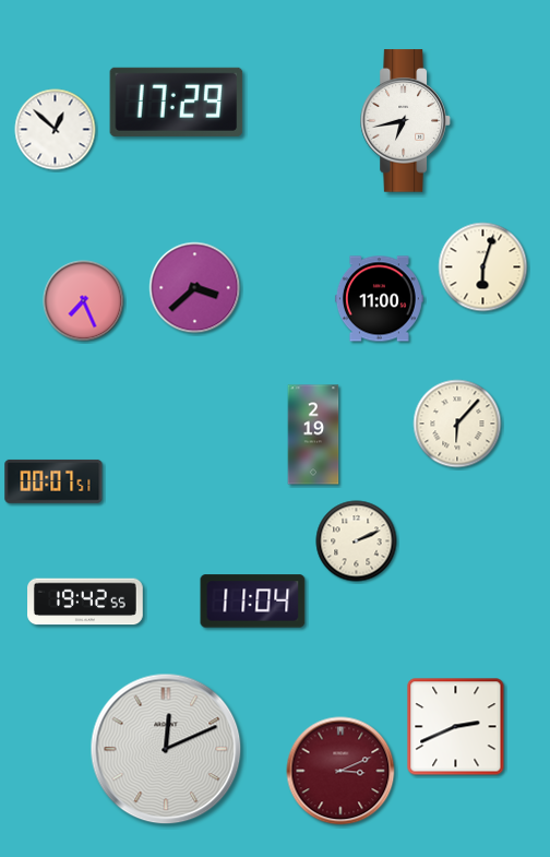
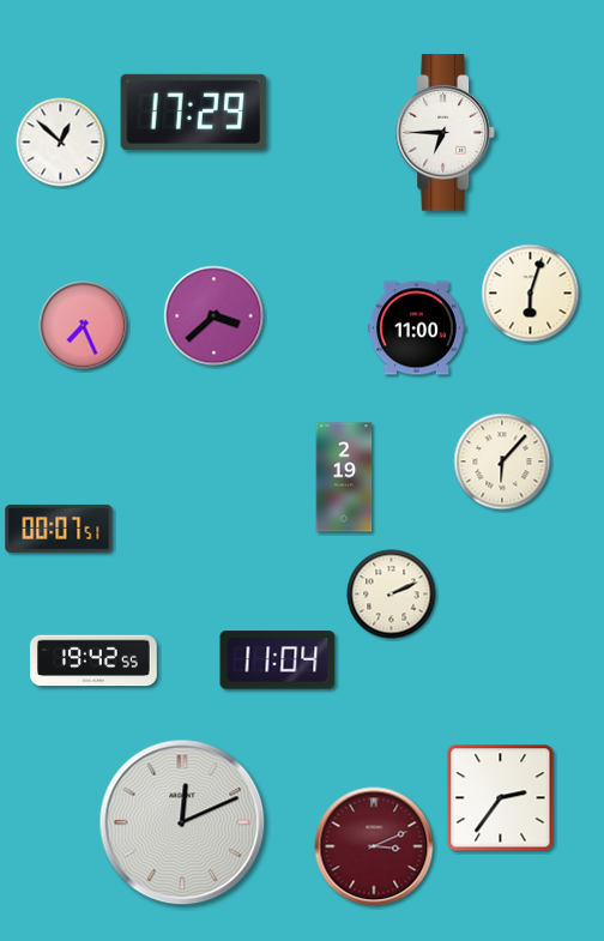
clock at (406, 121): 6:43 -> 6:45
clock at (84, 301) position: (84, 301) -> (84, 326)
clock at (457, 424) position: (457, 424) -> (502, 462)
clock at (456, 727): 2:41 -> 2:36
